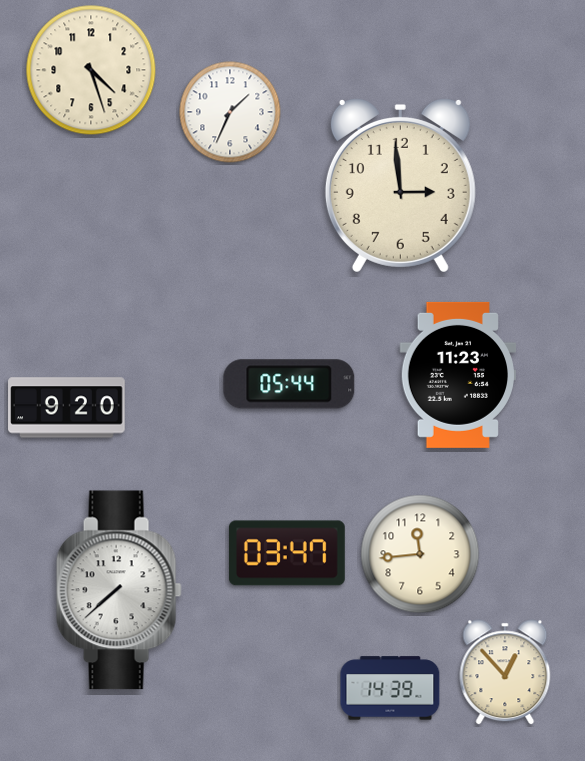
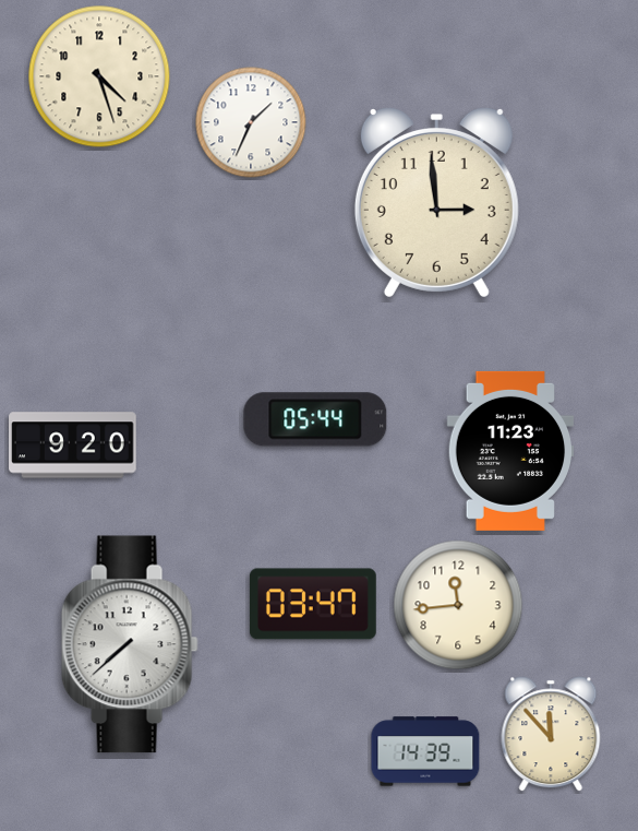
clock at (458, 375) position: (458, 375) -> (510, 451)
clock at (505, 672): 12:53 -> 11:53
